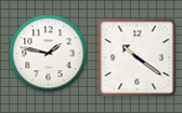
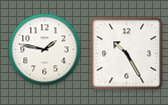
clock at (138, 58): 10:21 -> 10:25
